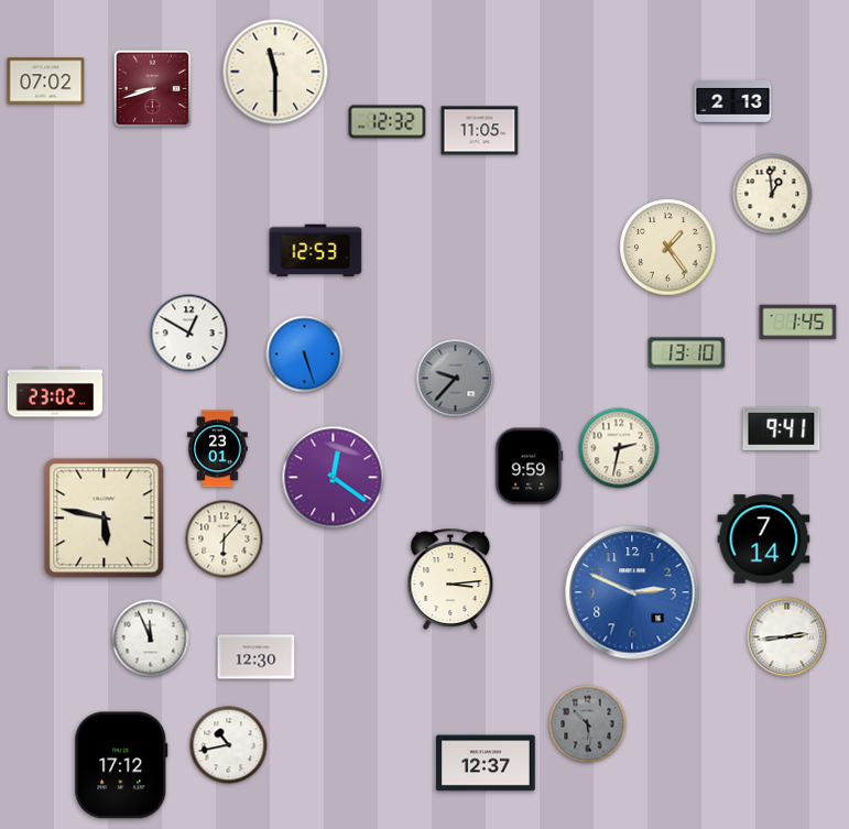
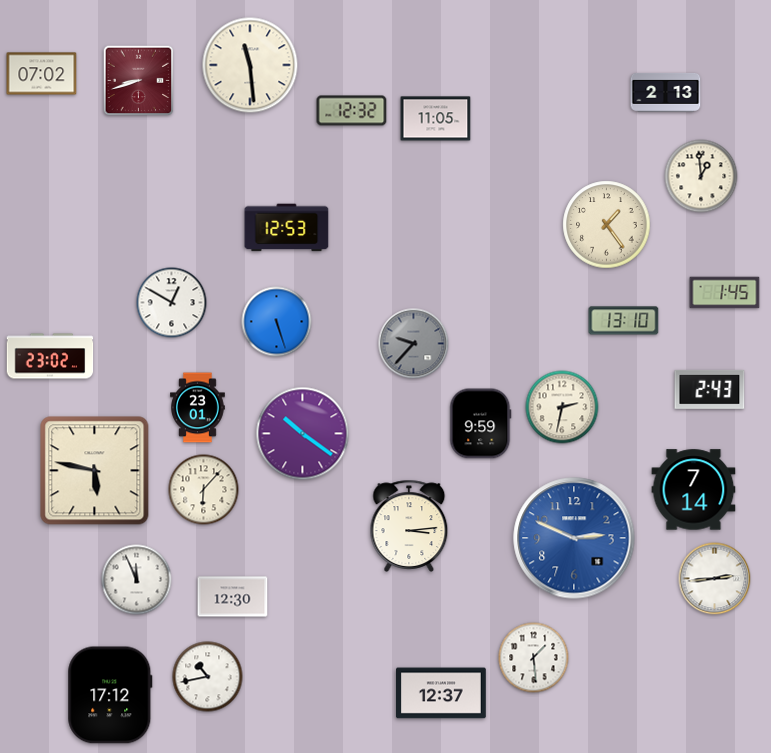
clock at (275, 72): 11:30 -> 11:29
clock at (782, 428): 9:41 -> 2:43
clock at (334, 478): 12:21 -> 10:21
clock at (588, 724): 10:29 -> 1:29
clock at (588, 724) dial: grey -> white
